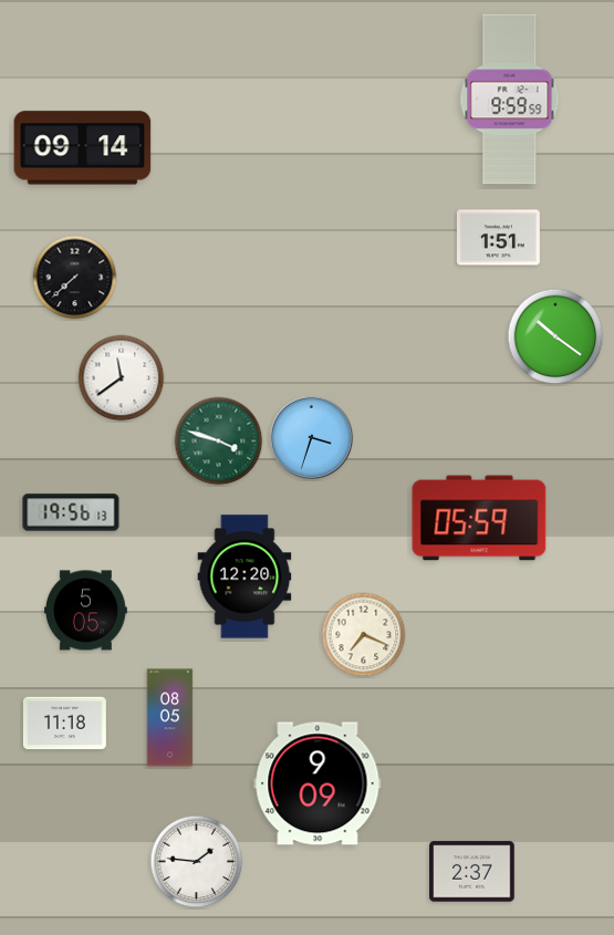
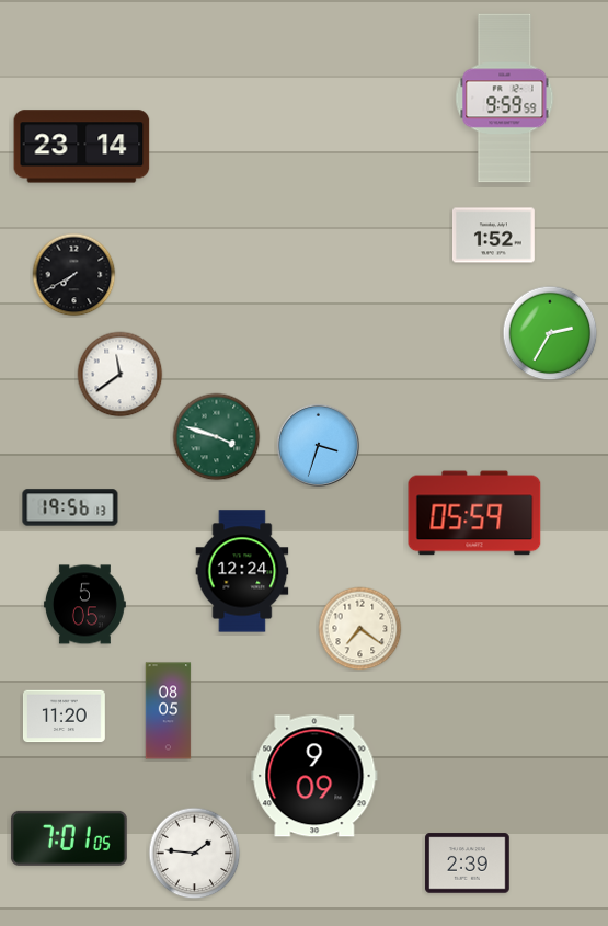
clock at (83, 148): 09:14 -> 23:14
clock at (498, 238): 1:51 -> 1:52
clock at (75, 278): 7:38 -> 7:40
clock at (555, 336): 10:21 -> 2:35
clock at (312, 438) position: (312, 438) -> (319, 446)
clock at (244, 576): 12:20 -> 12:24
clock at (364, 635): 7:19 -> 7:21
clock at (64, 724): 11:18 -> 11:20
clock at (69, 838): none -> 7:01
clock at (472, 872): 2:37 -> 2:39
